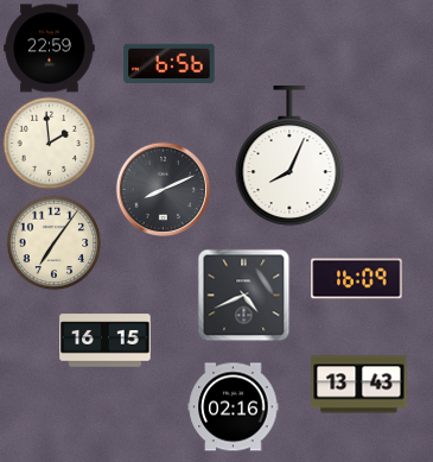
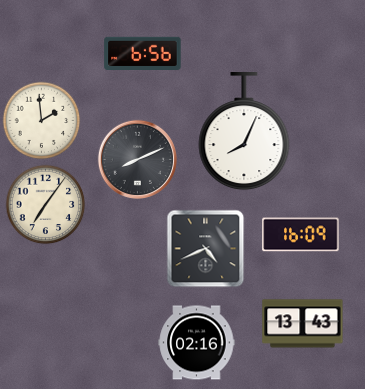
clock at (50, 49): 22:59 -> none
clock at (106, 341): 16:15 -> none
